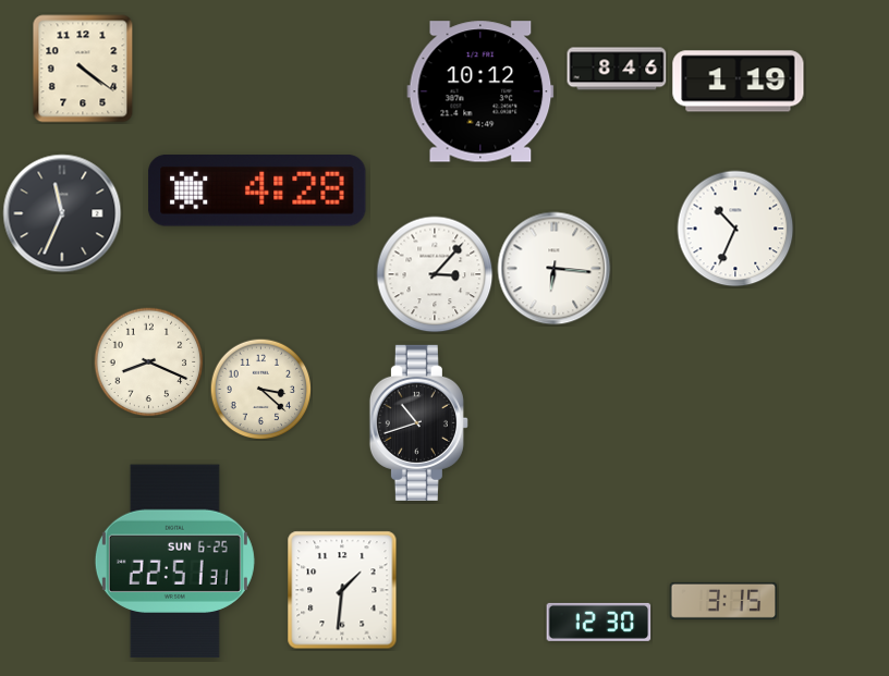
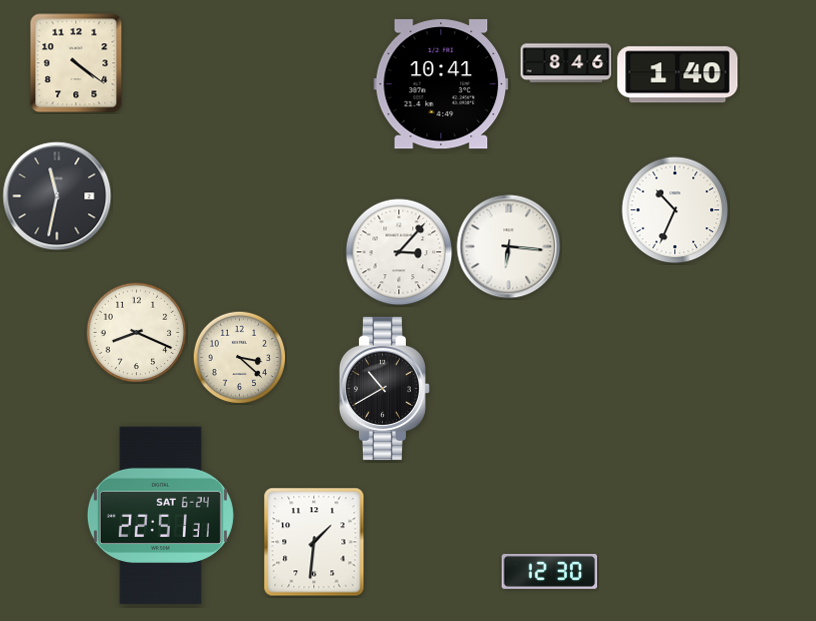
clock at (739, 82): 1:19 -> 1:40
clock at (480, 91): 10:12 -> 10:41
clock at (257, 192): 4:28 -> none
clock at (62, 213): 11:34 -> 11:32
clock at (418, 422): 10:42 -> 10:40
clock at (174, 562) date: SUN 6-25 -> SAT 6-24
clock at (723, 601): 3:15 -> none
